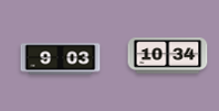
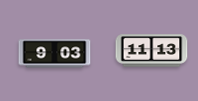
clock at (168, 56): 10:34 -> 11:13
